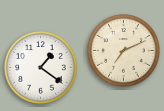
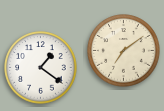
clock at (124, 51): 7:11 -> 7:09
